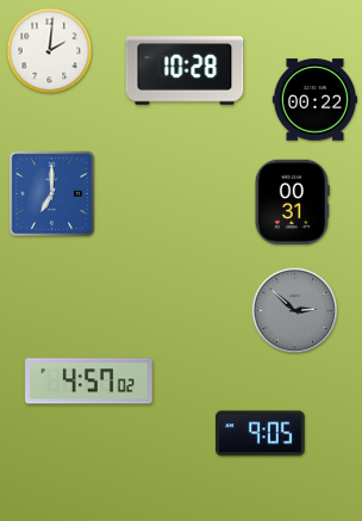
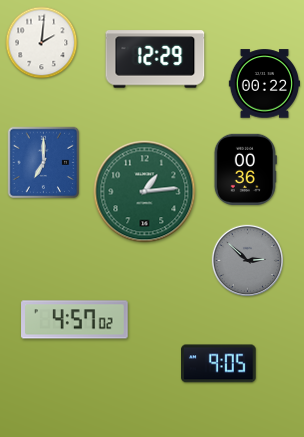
clock at (185, 70): 10:28 -> 12:29
clock at (292, 201): 00:31 -> 00:36
clock at (145, 192): none -> 1:14
